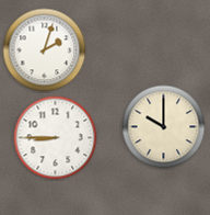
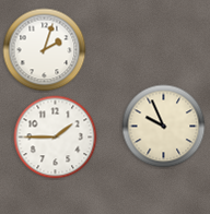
clock at (164, 127): 10:00 -> 9:56
clock at (56, 138): 8:45 -> 1:45
